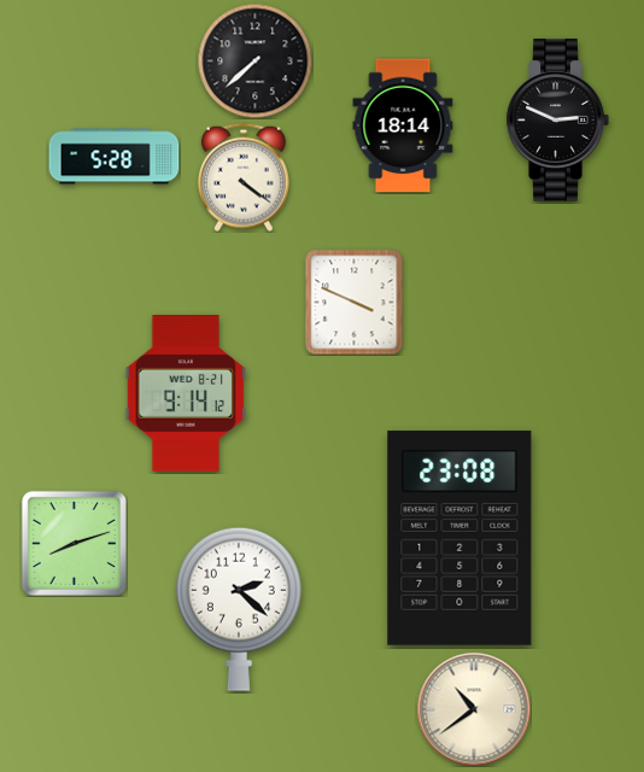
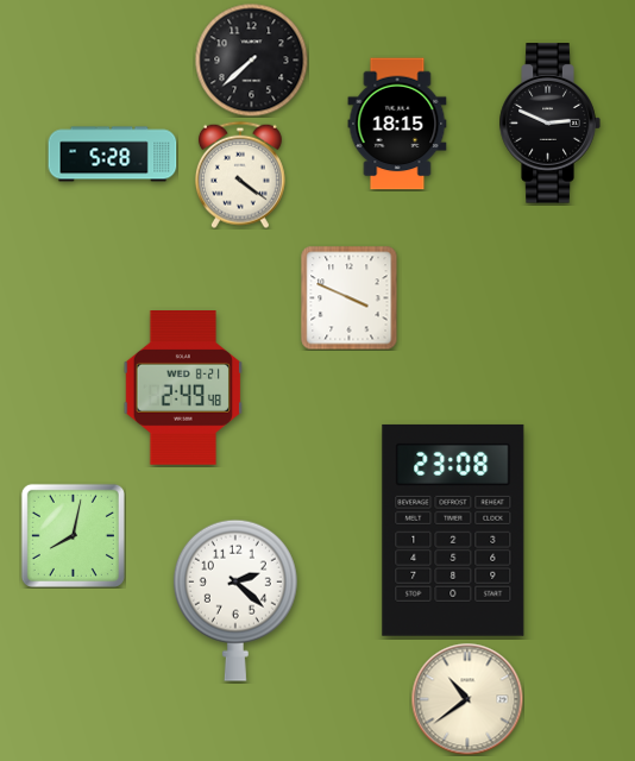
clock at (557, 121) position: (557, 121) -> (549, 124)
clock at (403, 125): 18:14 -> 18:15
clock at (185, 394): 9:14 -> 2:49
clock at (74, 543): 8:12 -> 8:02
